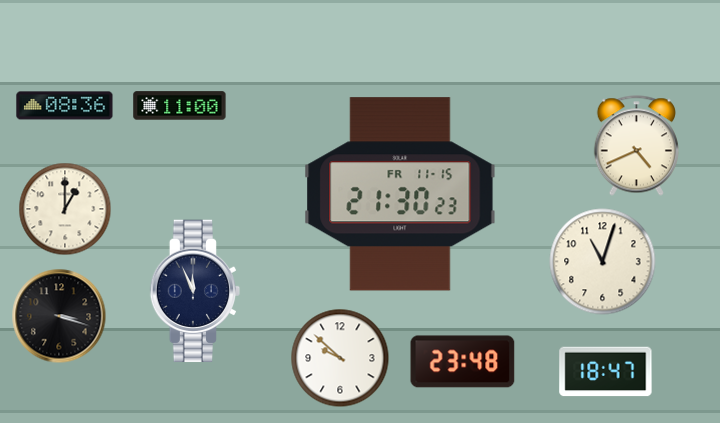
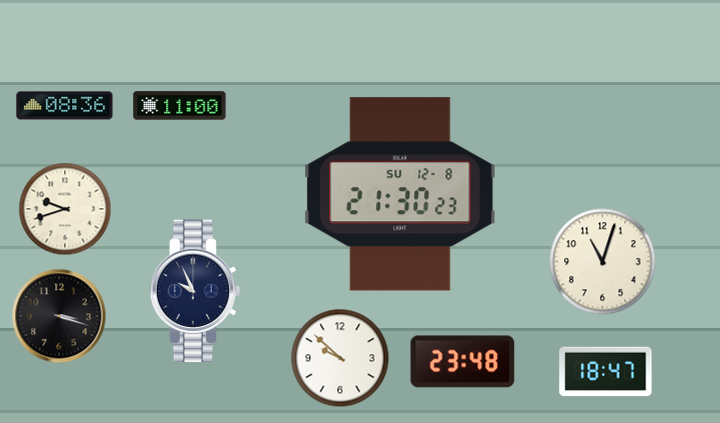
clock at (636, 146): 4:41 -> none
clock at (400, 194) date: FR 11-15 -> SU 12-8
clock at (65, 209): 1:00 -> 9:42
clock at (195, 291): 11:56 -> 9:56
